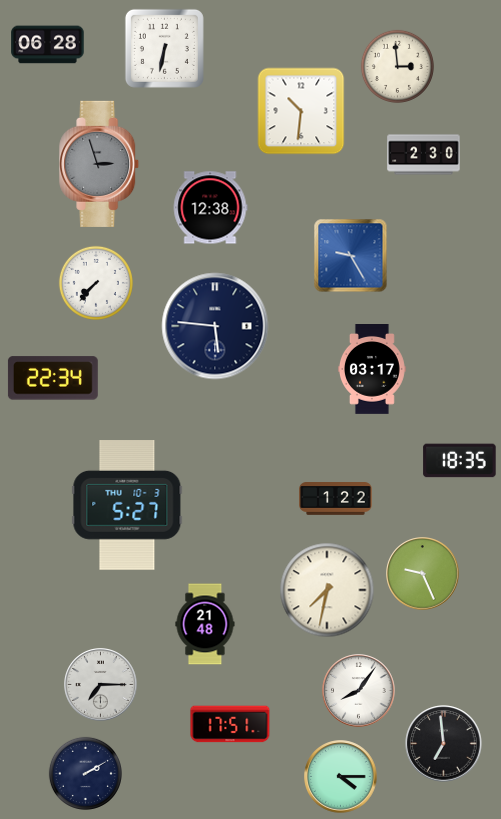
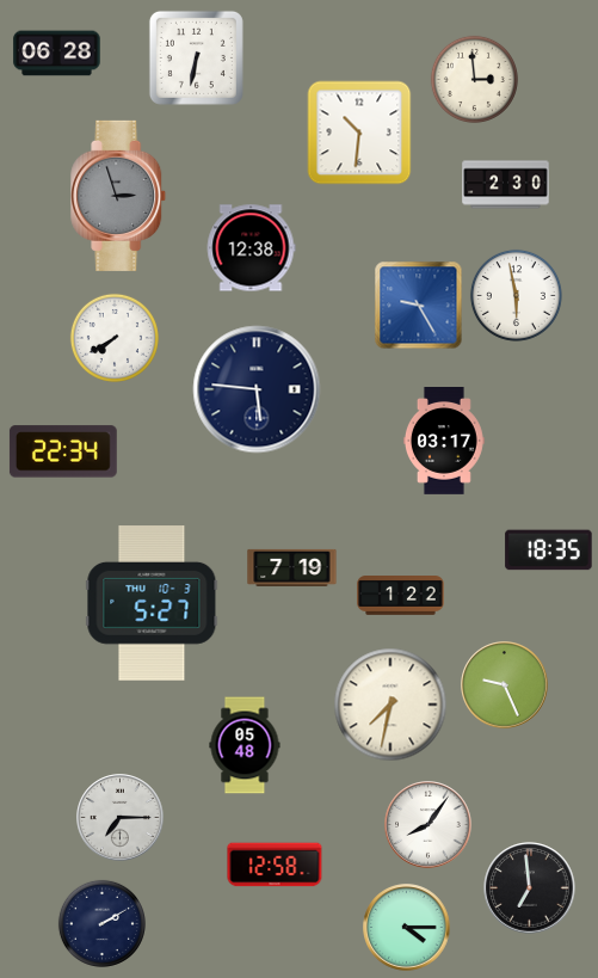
clock at (516, 295): none -> 5:58
clock at (96, 283): 7:37 -> 7:40
clock at (292, 567): none -> 7:19
clock at (205, 624): 21:48 -> 05:48
clock at (230, 724): 17:51 -> 12:58
